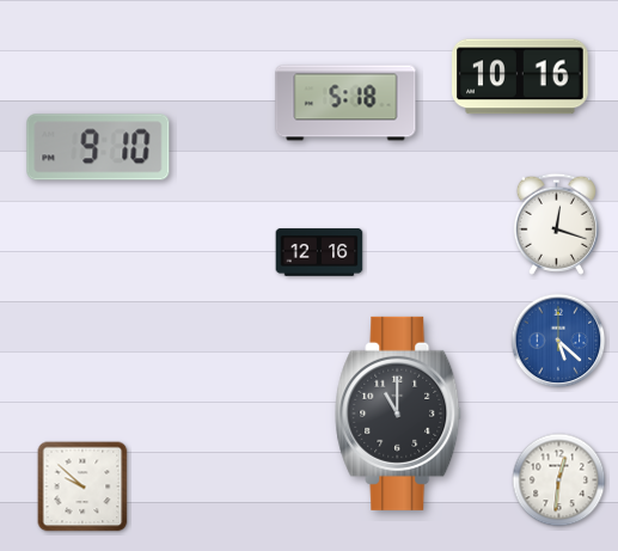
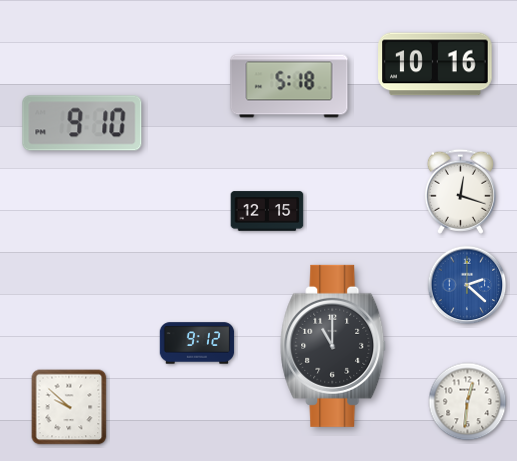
clock at (556, 224) position: (556, 224) -> (460, 191)
clock at (319, 252): 12:16 -> 12:15
clock at (558, 341): 5:22 -> 2:22
clock at (197, 343): none -> 9:12
